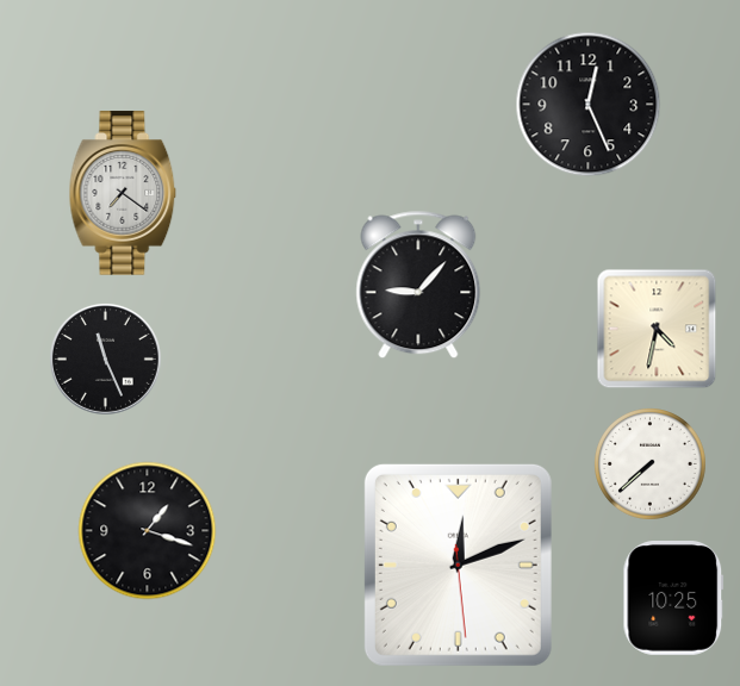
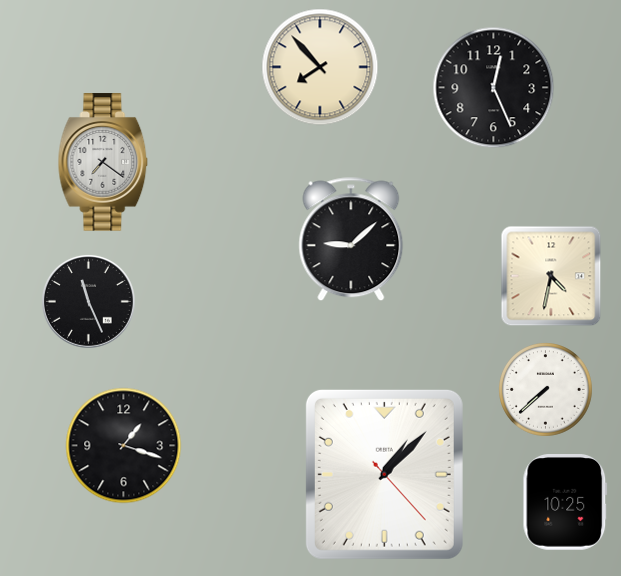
clock at (320, 67): none -> 7:53
clock at (418, 285): 9:07 -> 9:08
clock at (458, 565): 12:11 -> 1:07
